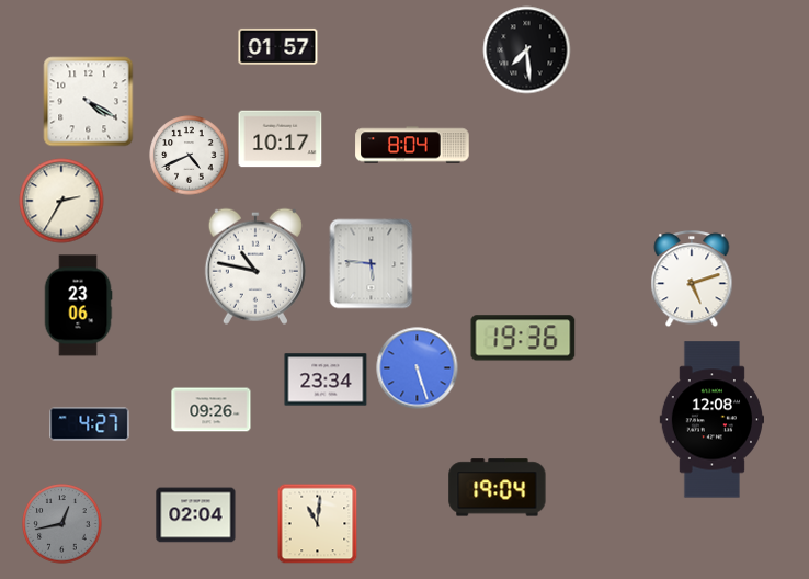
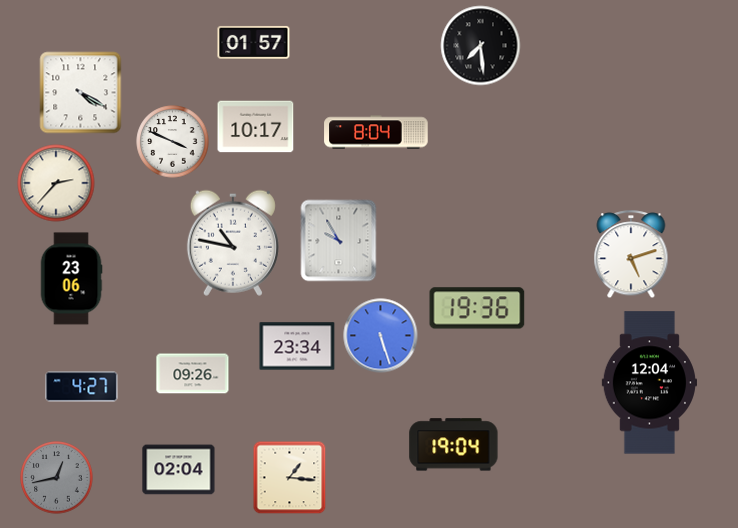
clock at (190, 156): 4:41 -> 3:49
clock at (61, 201): 2:35 -> 2:37
clock at (372, 264): 5:46 -> 9:55
clock at (711, 420): 12:08 -> 12:04
clock at (318, 524): 11:01 -> 1:16
